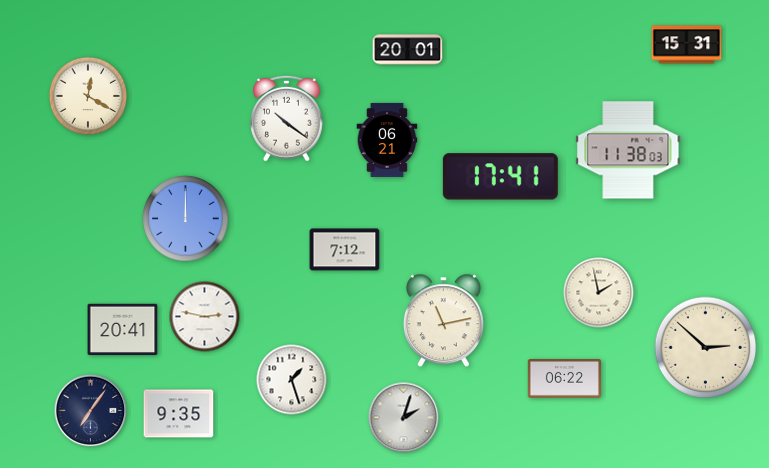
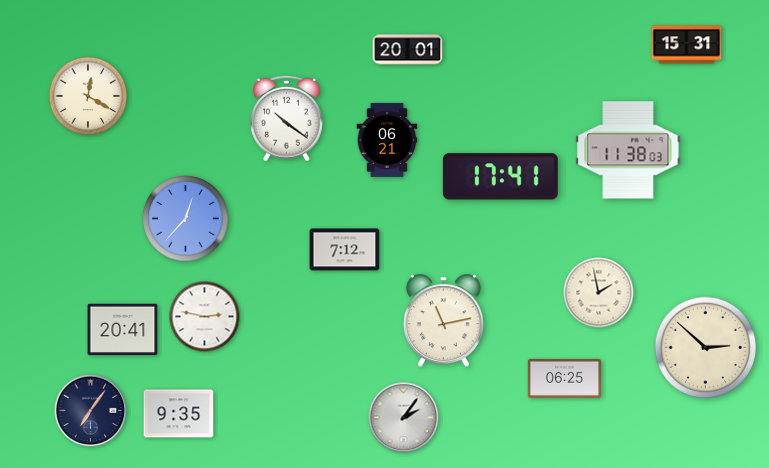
clock at (186, 219): 12:00 -> 12:37
clock at (564, 379): 06:22 -> 06:25
clock at (292, 380): 1:27 -> none
clock at (404, 418): 2:03 -> 2:06
